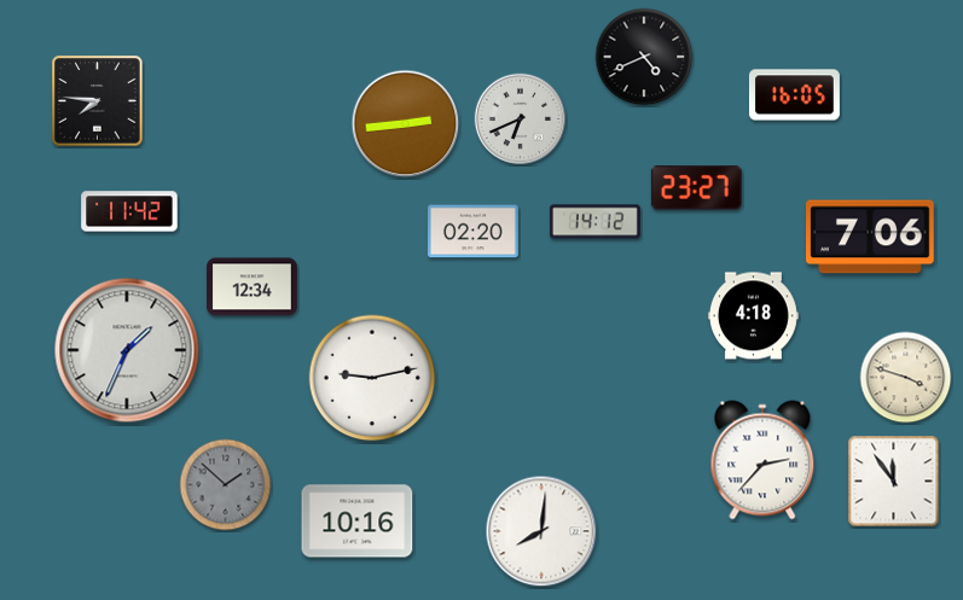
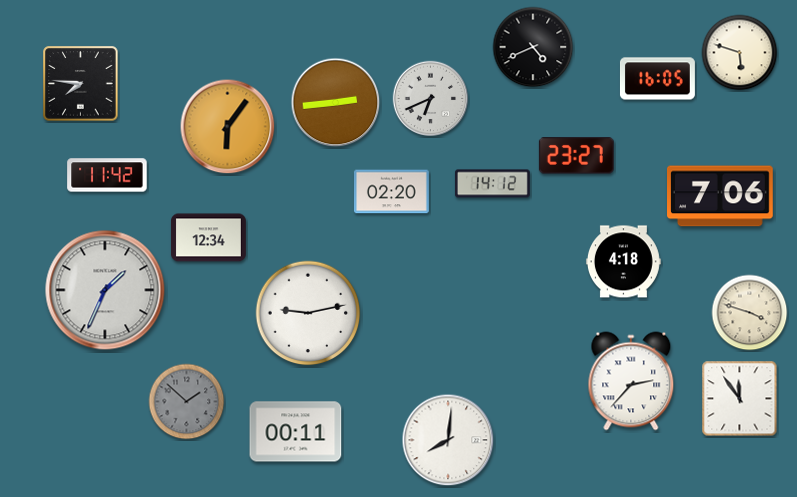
clock at (740, 53): none -> 5:48
clock at (228, 127): none -> 6:06
clock at (358, 522): 10:16 -> 00:11
